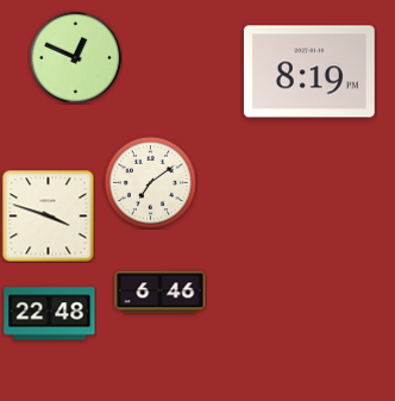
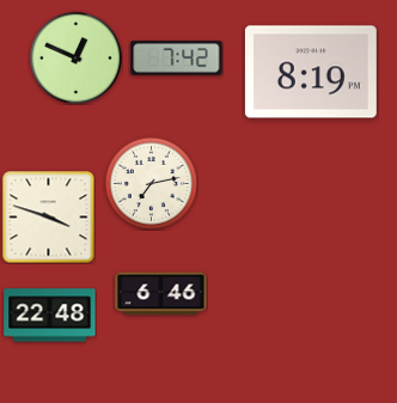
clock at (177, 59): none -> 7:42
clock at (150, 182): 7:09 -> 7:13
